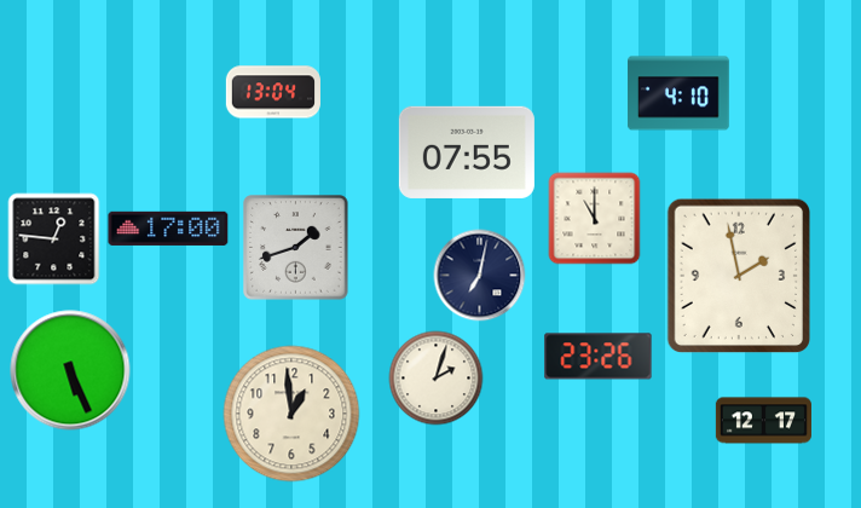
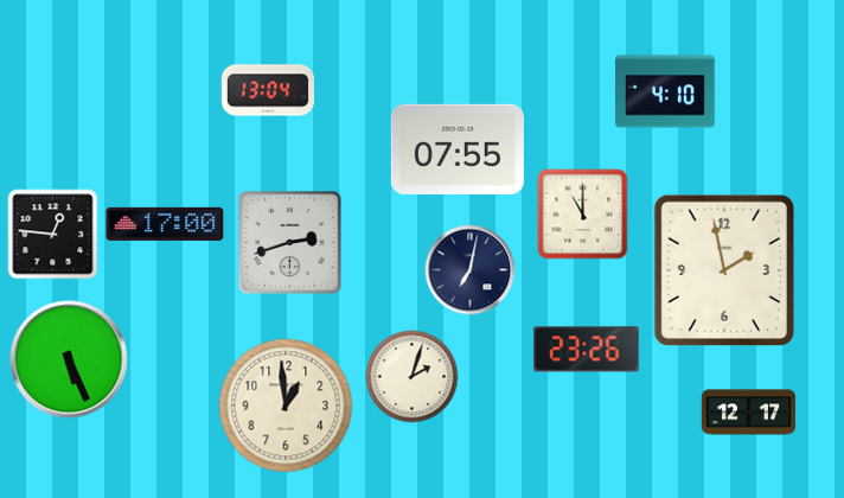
clock at (296, 248): 1:42 -> 2:42
clock at (70, 370) position: (70, 370) -> (69, 359)
clock at (437, 379) position: (437, 379) -> (413, 377)
